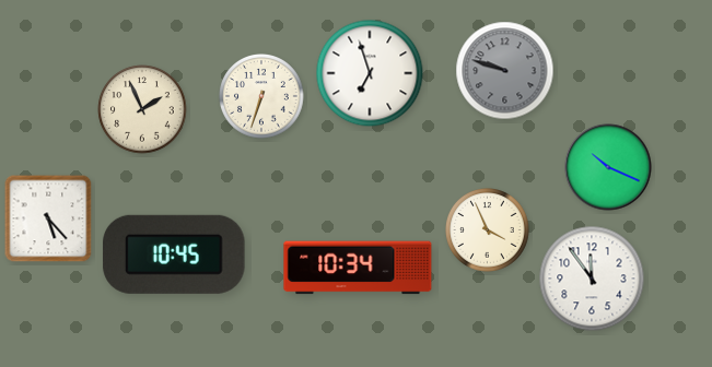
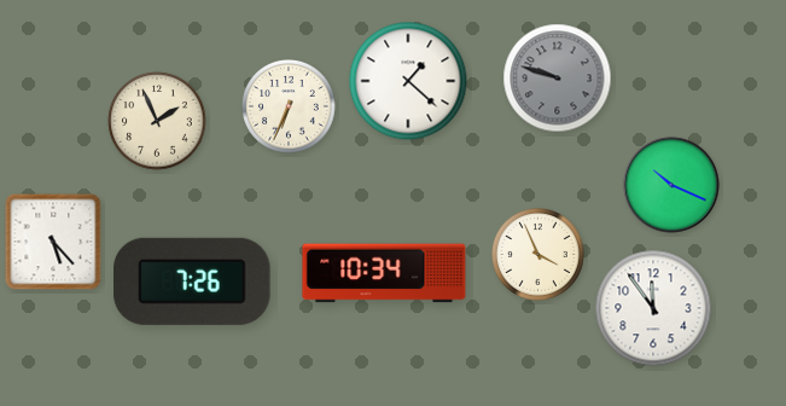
clock at (370, 73): 6:57 -> 1:22
clock at (261, 96): 6:33 -> 6:34
clock at (174, 254): 10:45 -> 7:26
clock at (358, 268) position: (358, 268) -> (384, 273)
